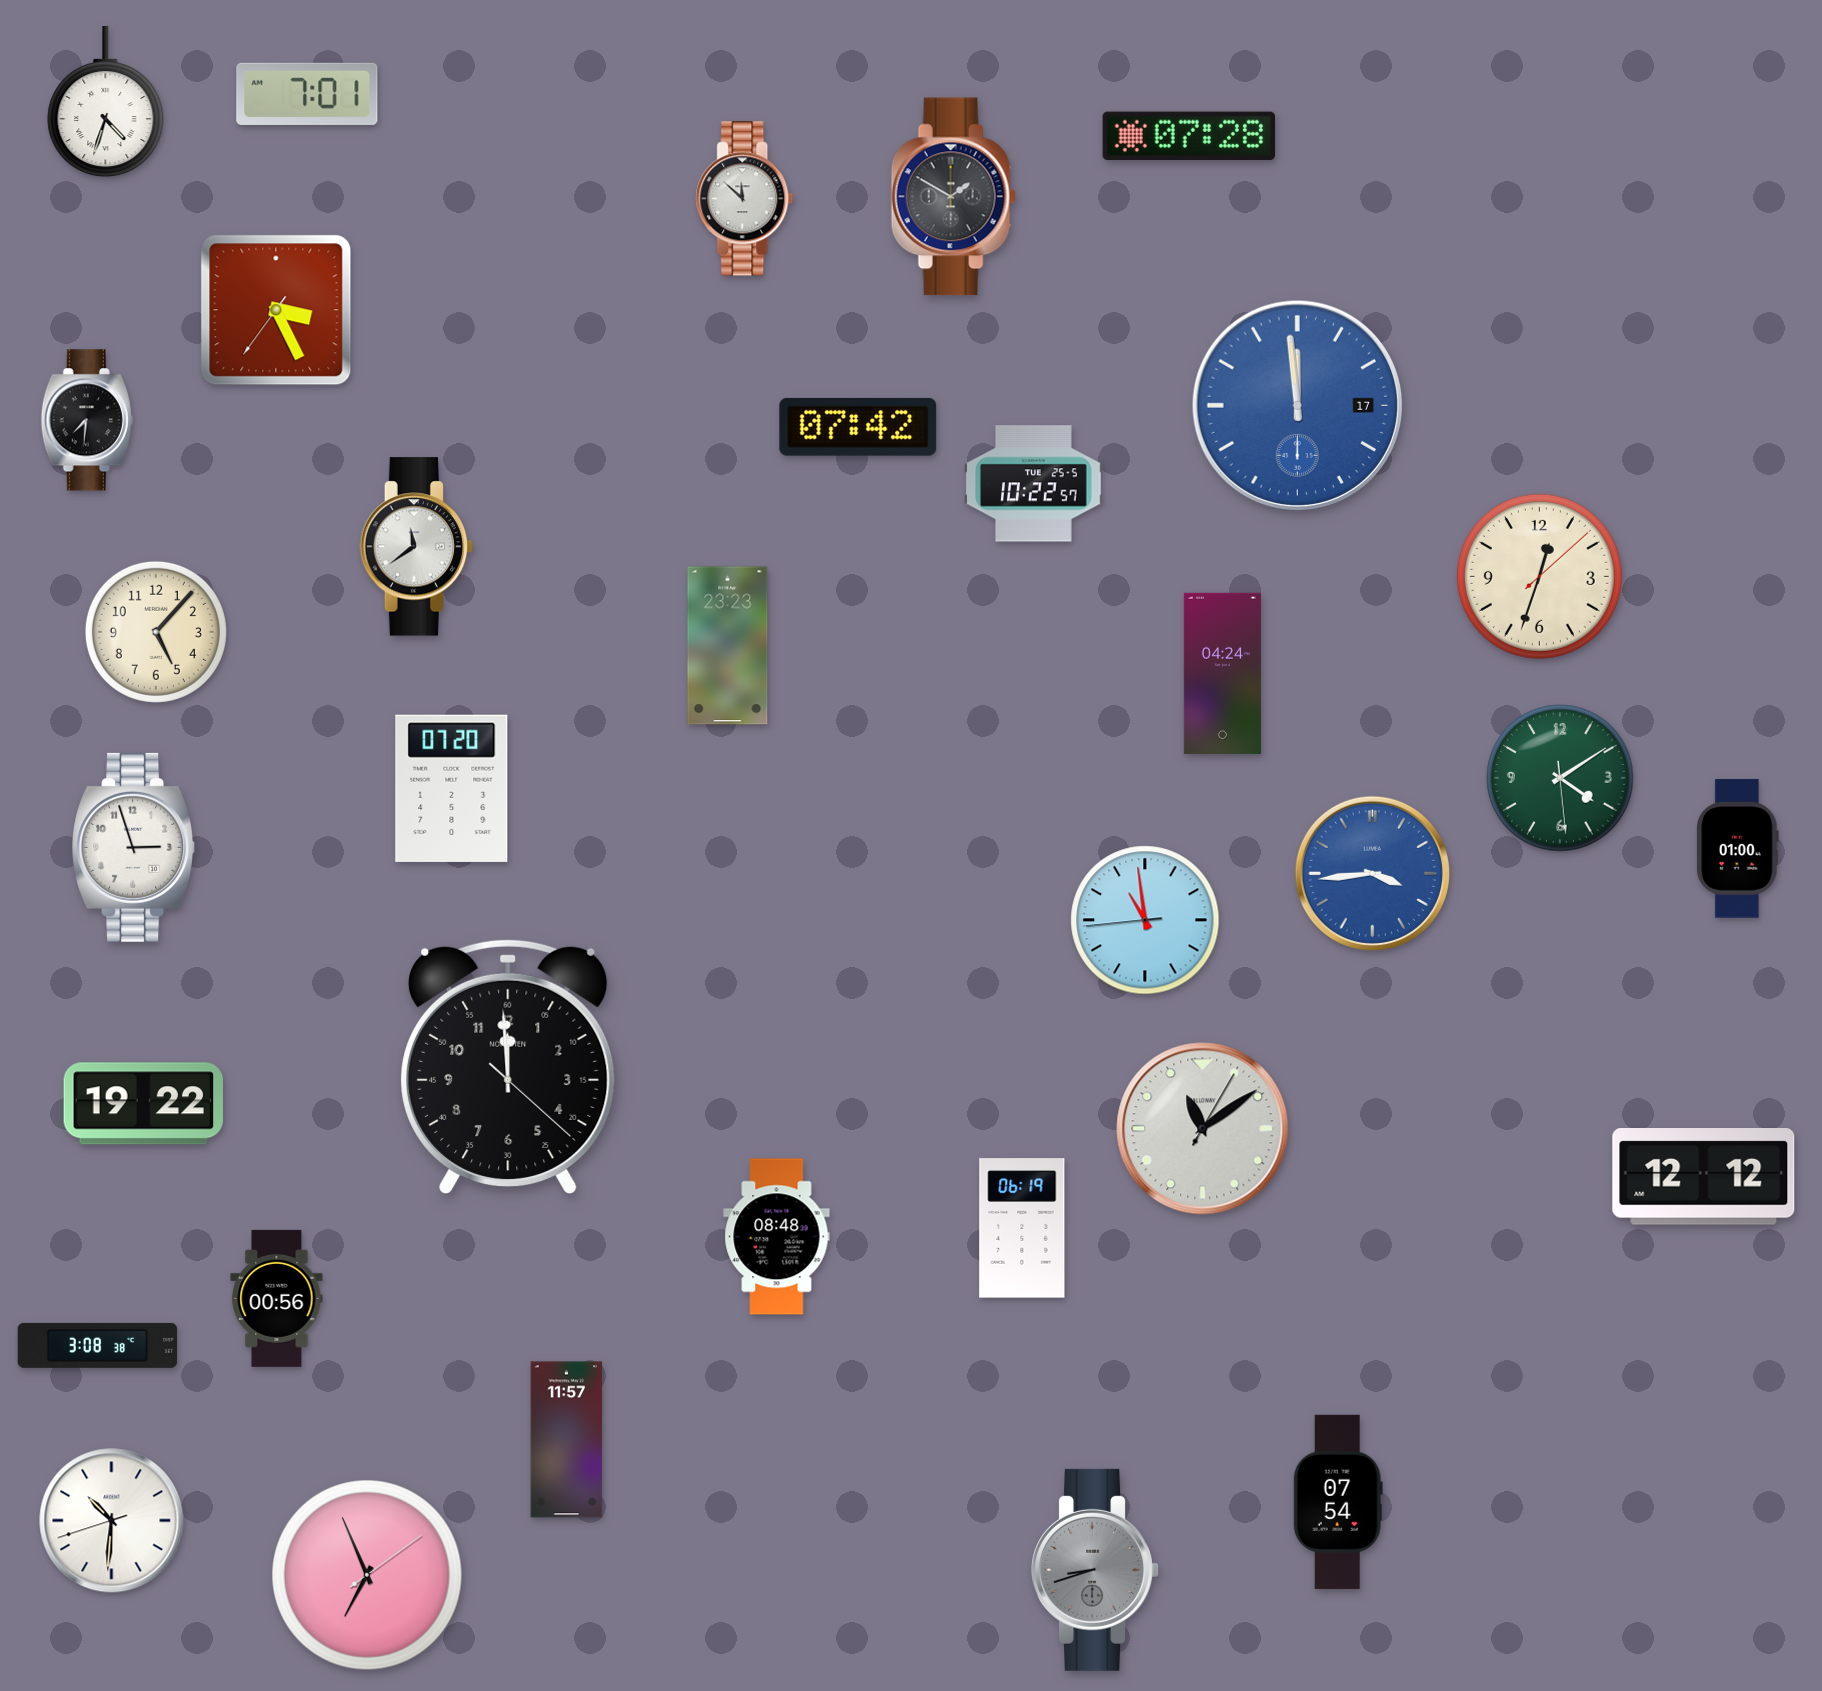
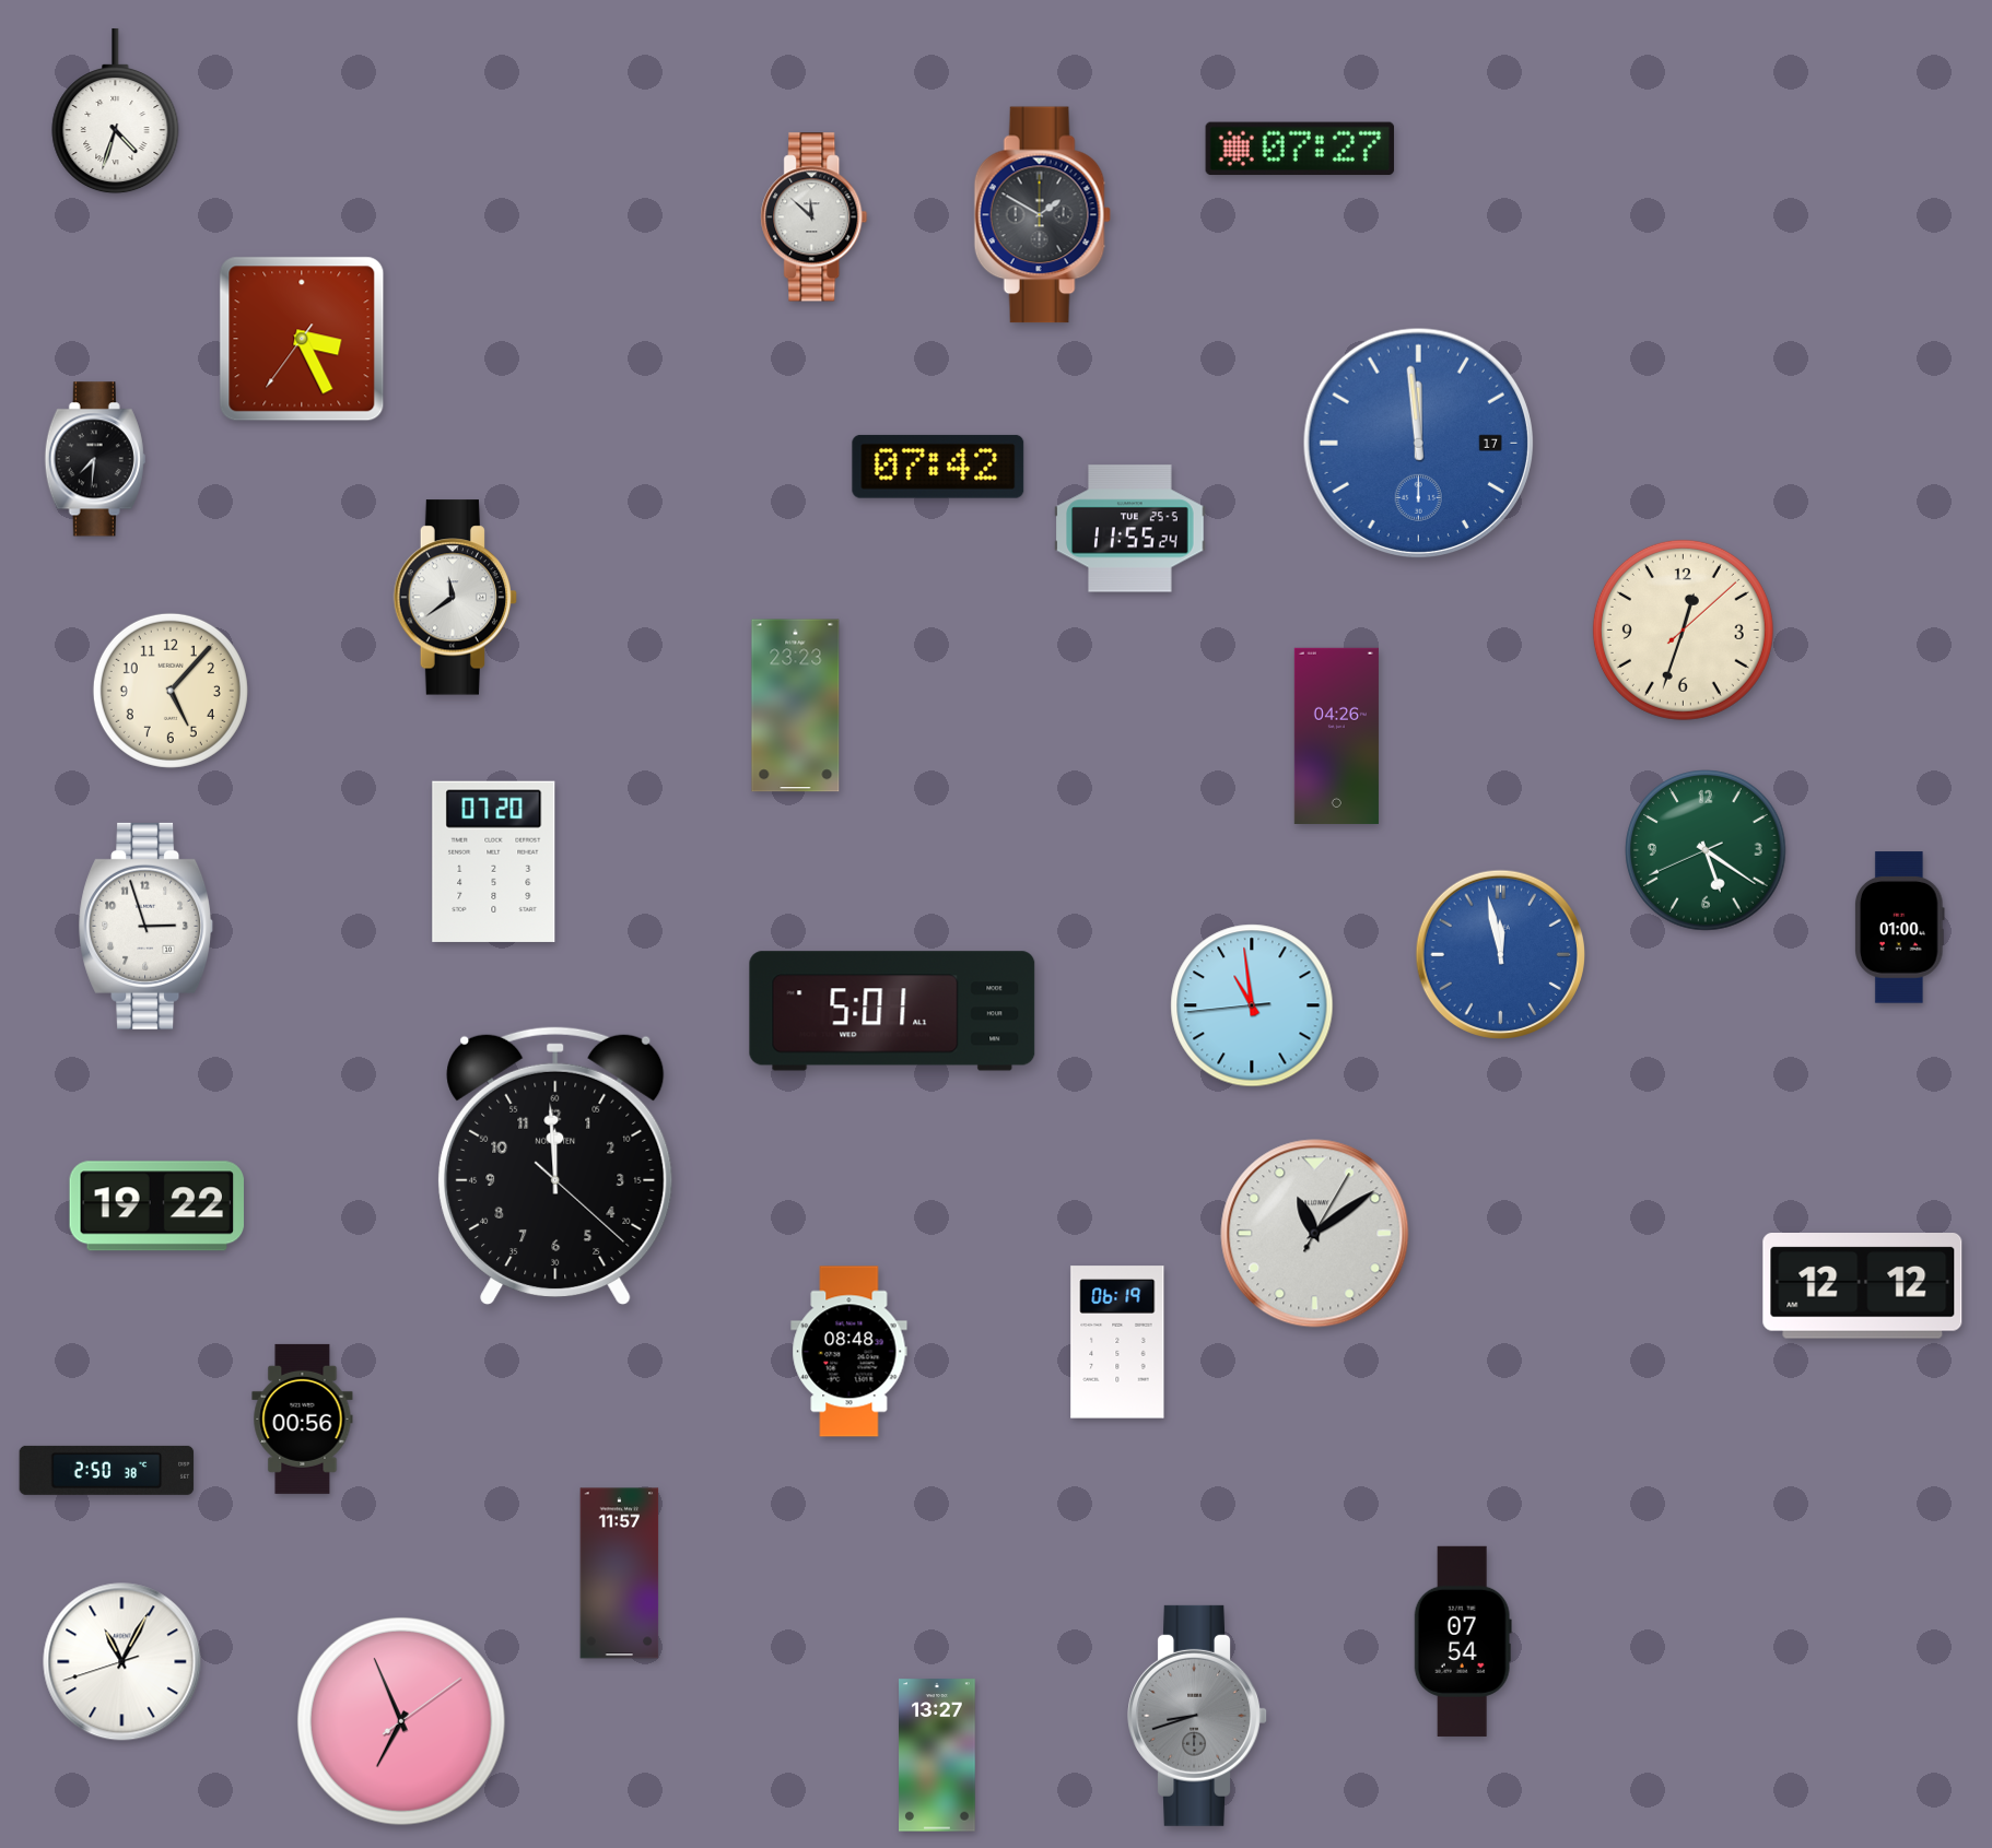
clock at (307, 94): 7:01 -> none
clock at (1189, 136): 07:28 -> 07:27
clock at (1034, 484): 10:22 -> 11:55
clock at (1222, 673): 04:24 -> 04:26
clock at (1560, 778): 4:09 -> 5:20
clock at (1372, 873): 3:44 -> 11:58
clock at (892, 1011): none -> 5:01
clock at (98, 1345): 3:08 -> 2:50
clock at (112, 1521): 10:30 -> 11:04
clock at (938, 1755): none -> 13:27
